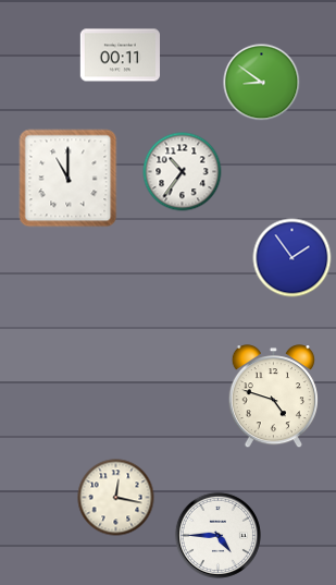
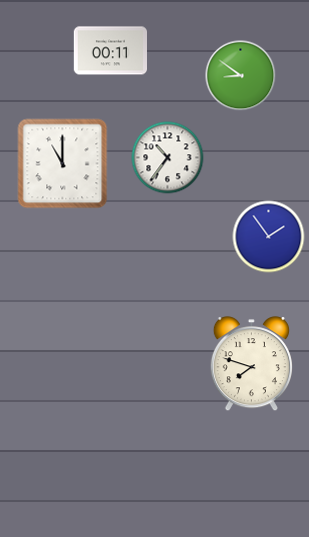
clock at (273, 397): 4:48 -> 7:48
clock at (116, 498): 12:17 -> none
clock at (217, 535): 4:45 -> none
